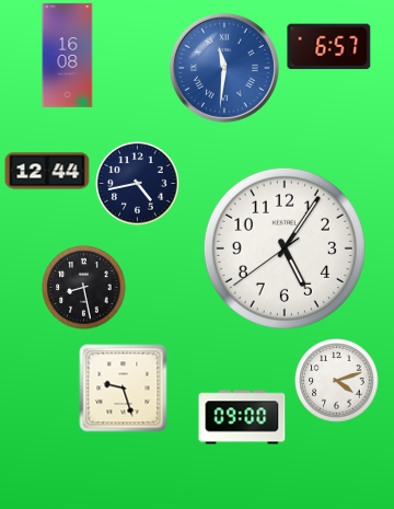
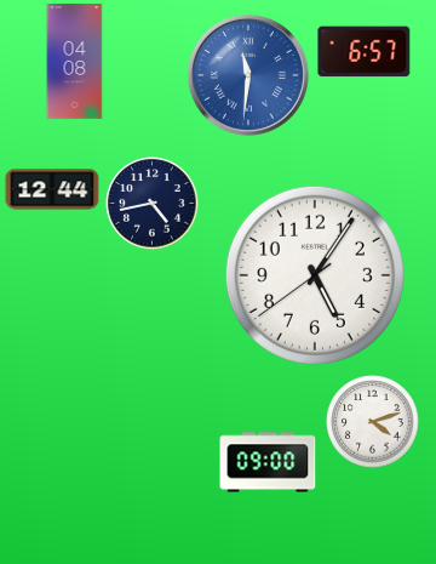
clock at (68, 56): 16:08 -> 04:08
clock at (84, 288): 8:28 -> none
clock at (124, 389): 9:27 -> none
